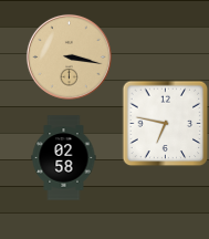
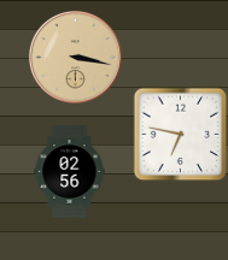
clock at (69, 56) position: (69, 56) -> (75, 57)
clock at (64, 158): 02:58 -> 02:56
